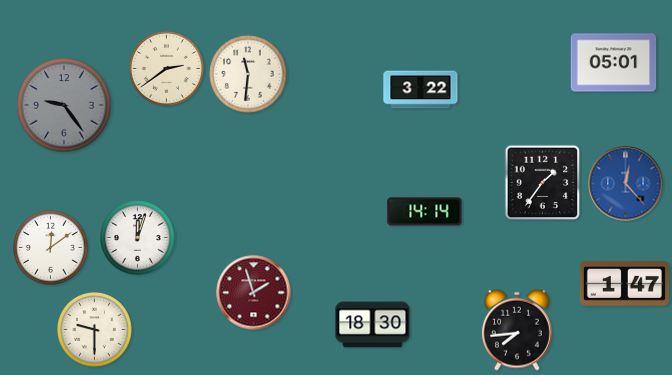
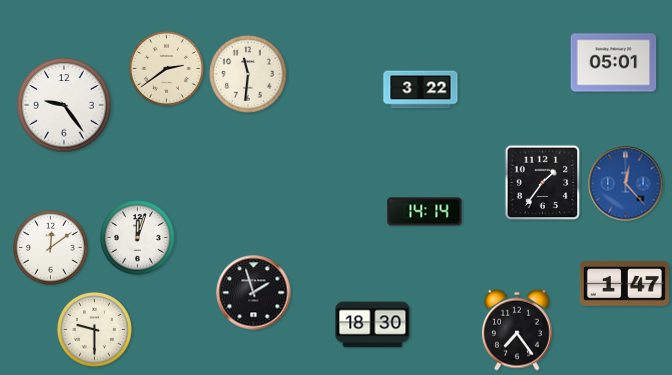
clock at (64, 105) dial: grey -> white
clock at (254, 293) dial: burgundy -> black
clock at (518, 330): 7:44 -> 7:24
